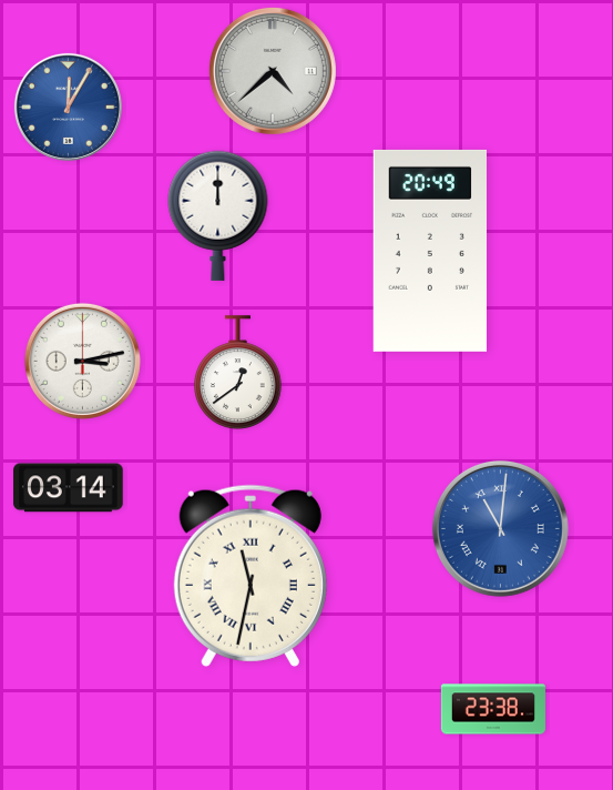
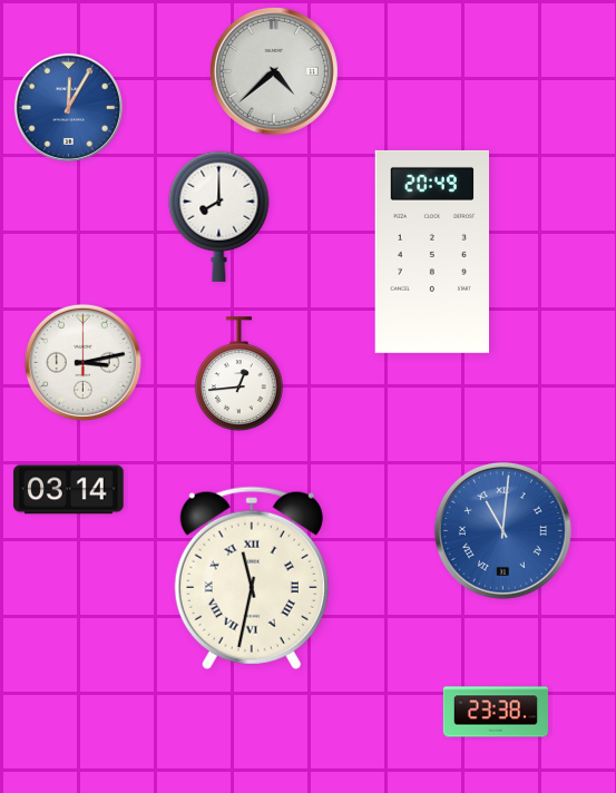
clock at (218, 215): 12:00 -> 8:00
clock at (238, 373): 12:39 -> 12:44
